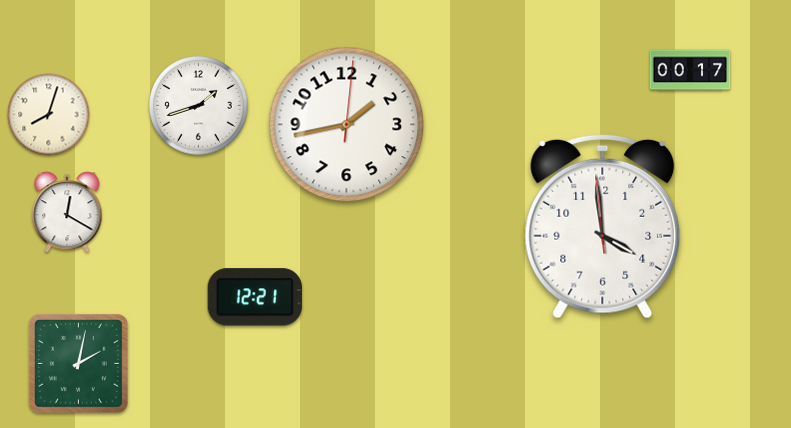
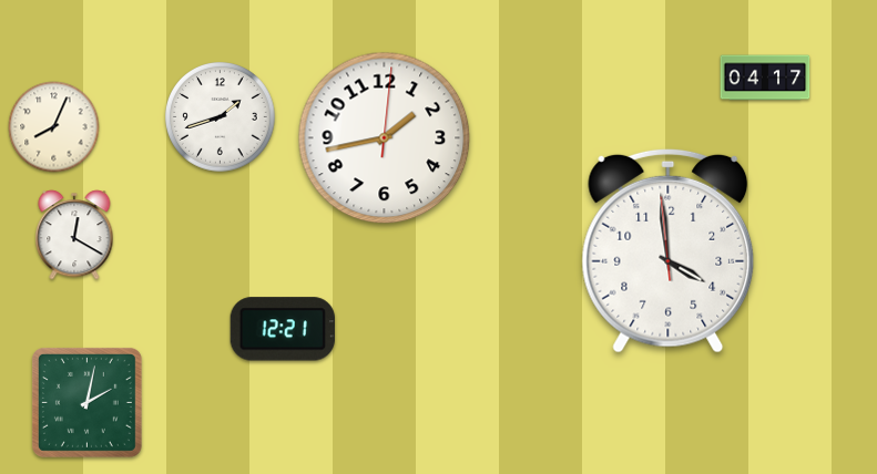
clock at (690, 70): 00:17 -> 04:17
clock at (49, 115): 8:03 -> 8:04
